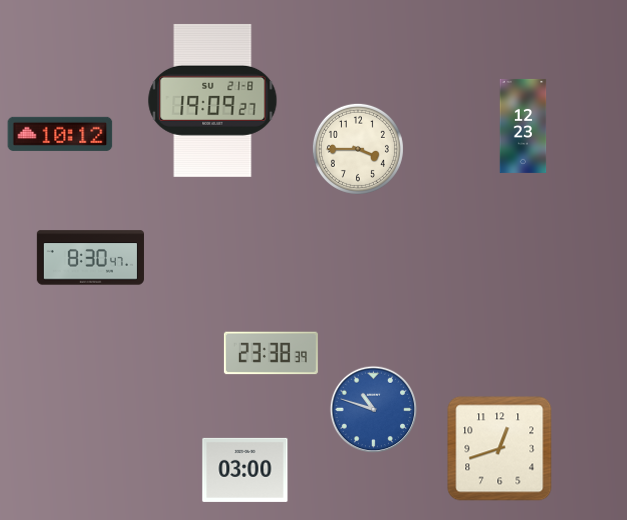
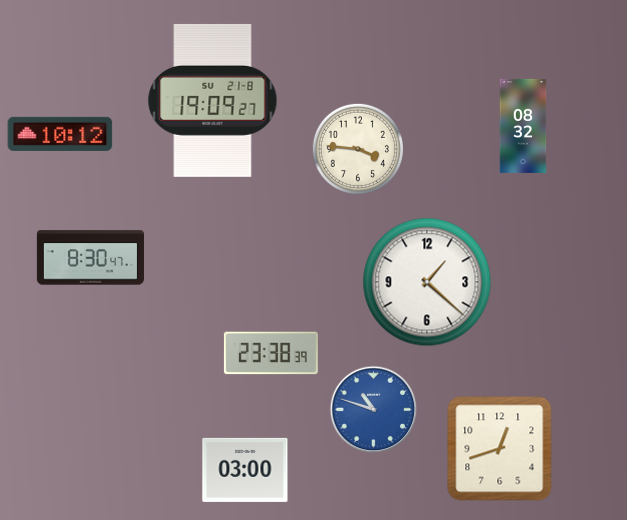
clock at (523, 126): 12:23 -> 08:32
clock at (358, 149): 3:45 -> 3:46
clock at (427, 282): none -> 1:22
